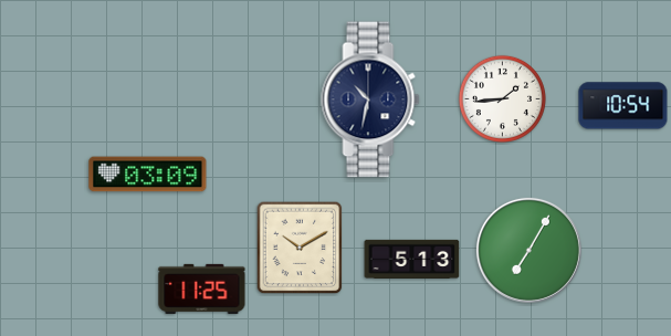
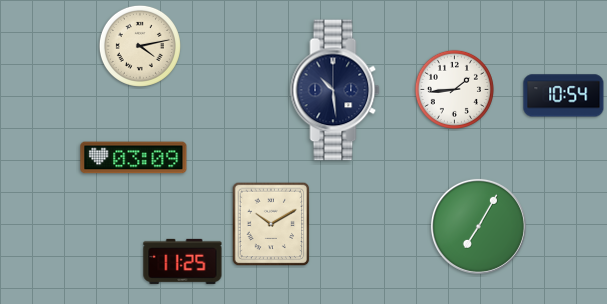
clock at (140, 46): none -> 4:13
clock at (370, 99): 10:32 -> 10:29
clock at (412, 259): 5:13 -> none
